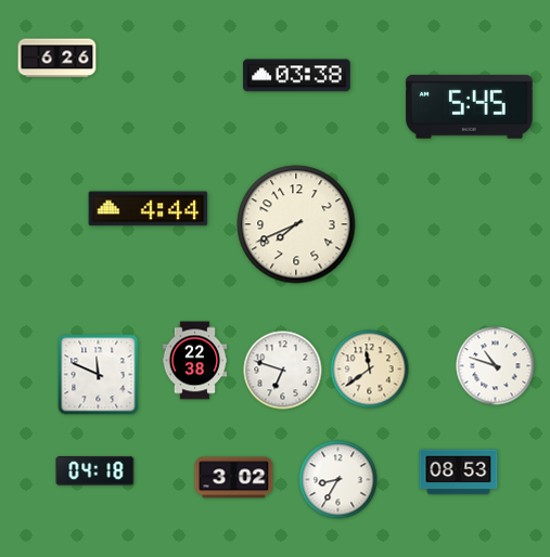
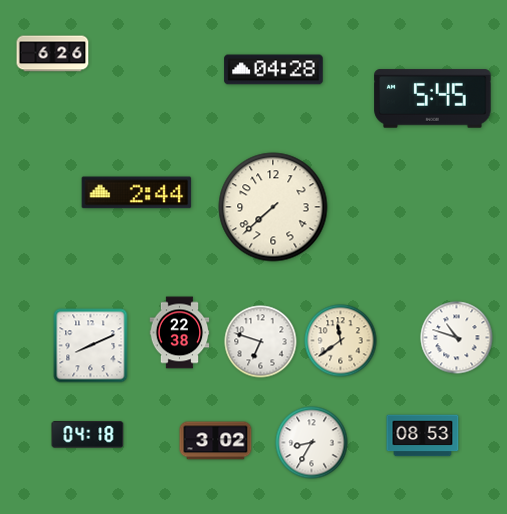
clock at (297, 76): 03:38 -> 04:28
clock at (149, 209): 4:44 -> 2:44
clock at (296, 224): 7:41 -> 7:38
clock at (99, 375): 11:49 -> 8:11
